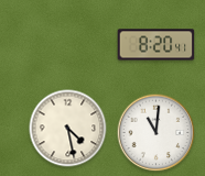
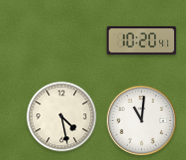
clock at (157, 45): 8:20 -> 10:20
